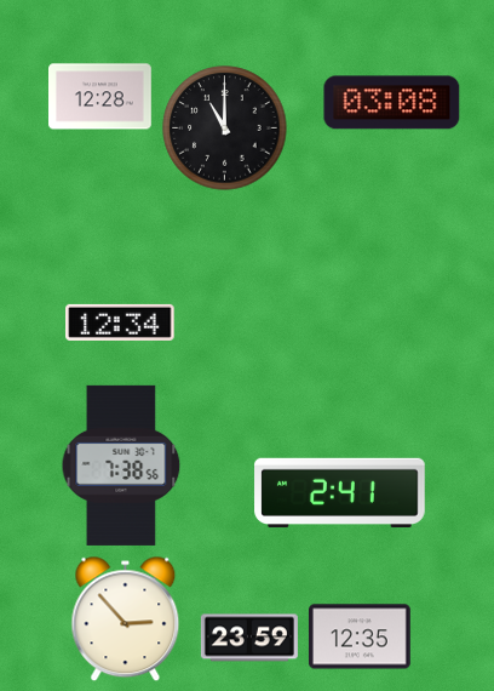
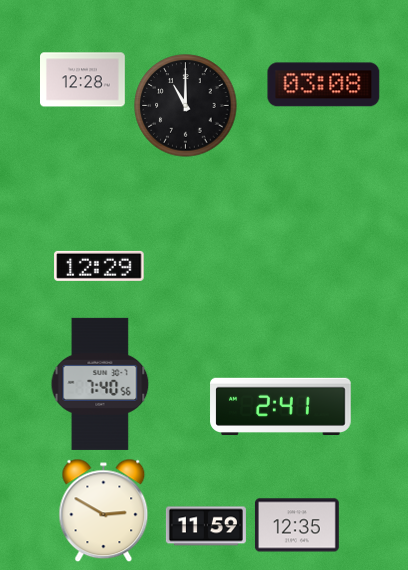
clock at (120, 322): 12:34 -> 12:29
clock at (121, 466): 7:38 -> 7:40
clock at (126, 618): 2:53 -> 2:50
clock at (249, 638): 23:59 -> 11:59
